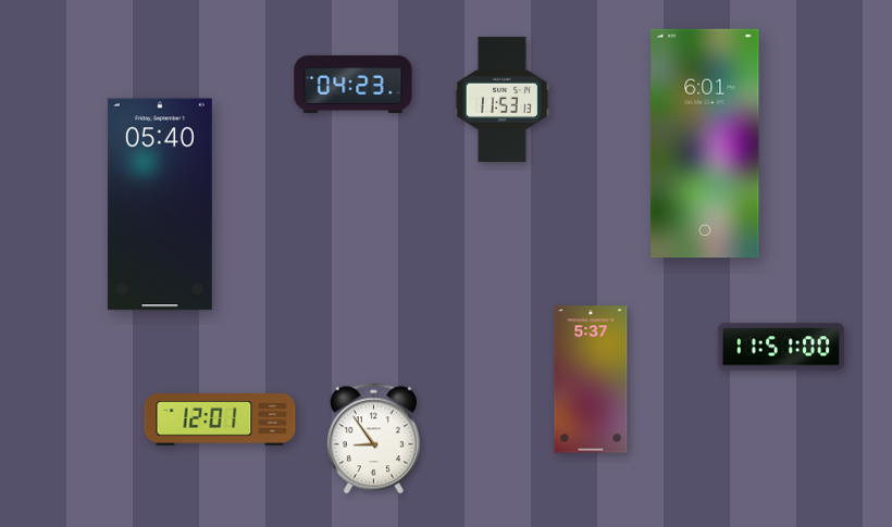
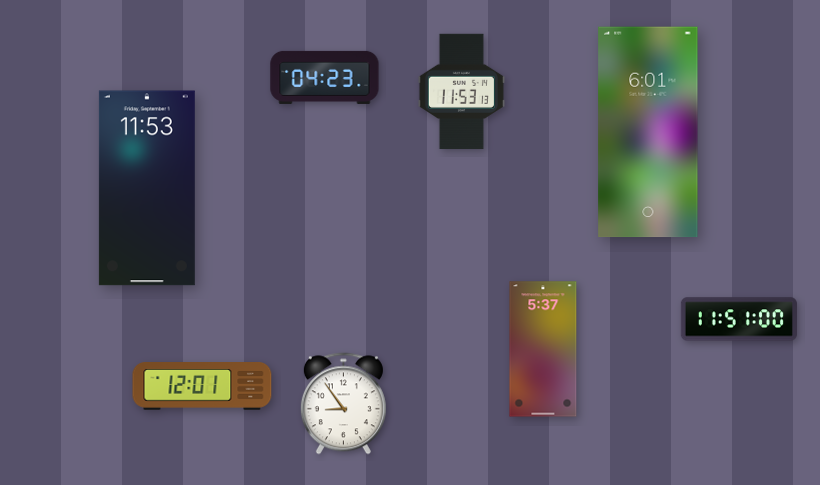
clock at (160, 204): 05:40 -> 11:53
clock at (781, 347) position: (781, 347) -> (739, 319)
